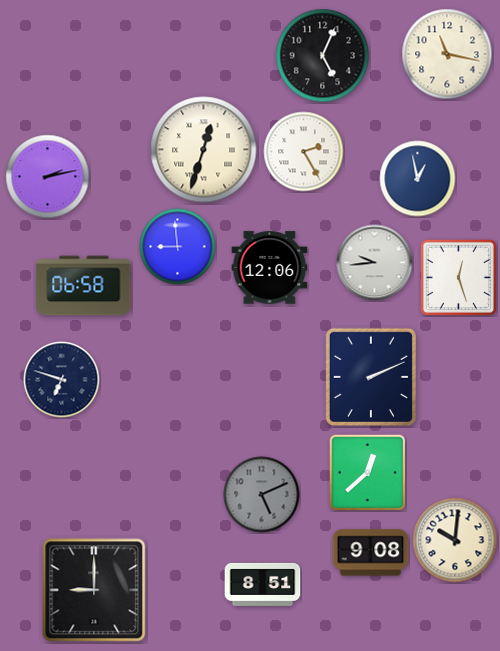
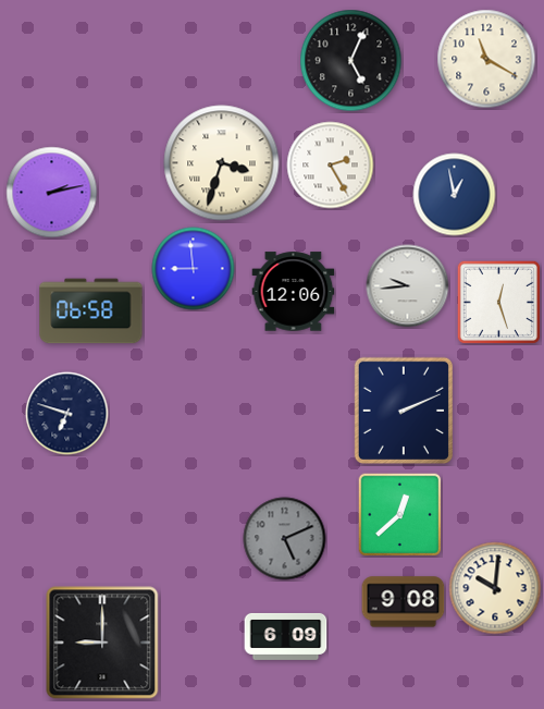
clock at (447, 54): 11:17 -> 11:20
clock at (204, 150): 12:33 -> 3:33
clock at (263, 584): 8:51 -> 6:09
